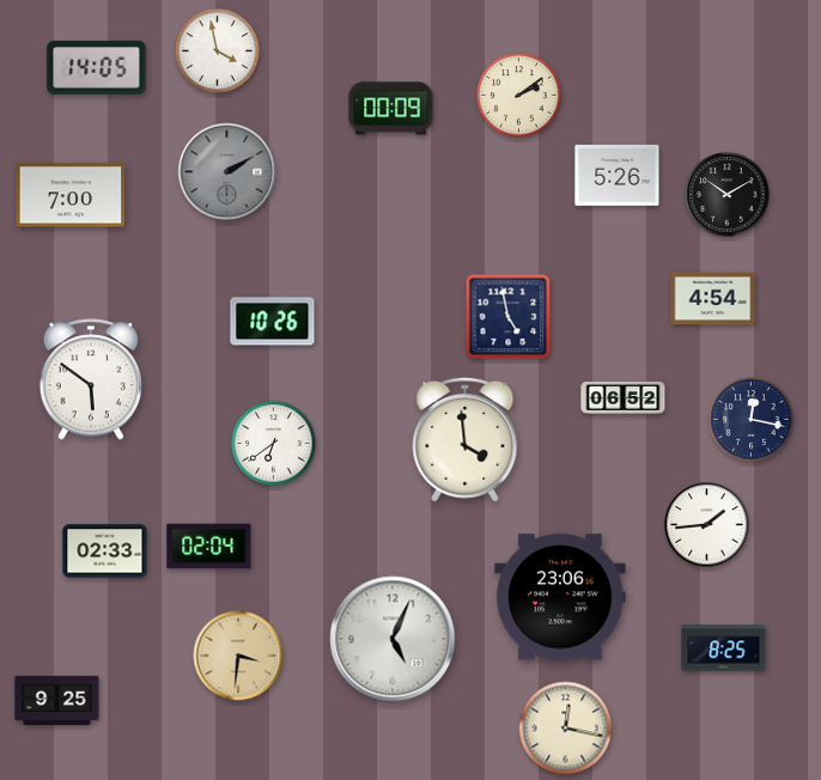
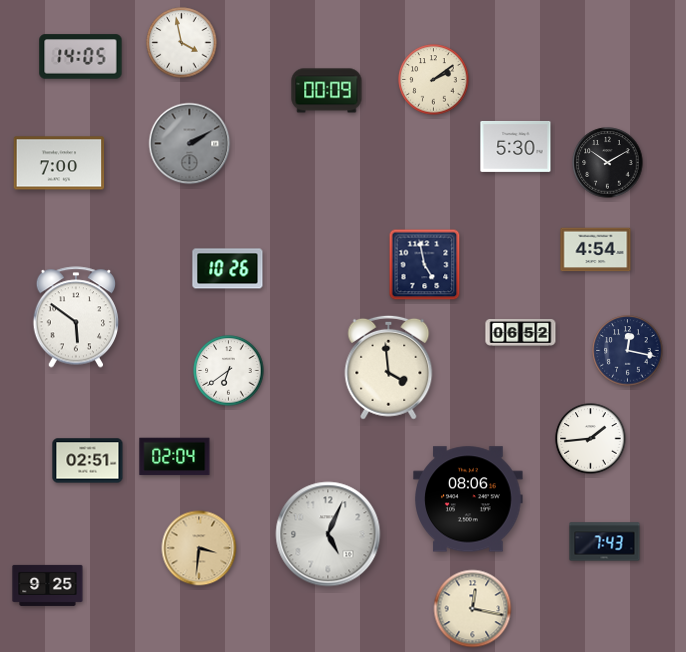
clock at (618, 175): 5:26 -> 5:30
clock at (105, 552): 02:33 -> 02:51
clock at (560, 597): 23:06 -> 08:06
clock at (724, 648): 8:25 -> 7:43
